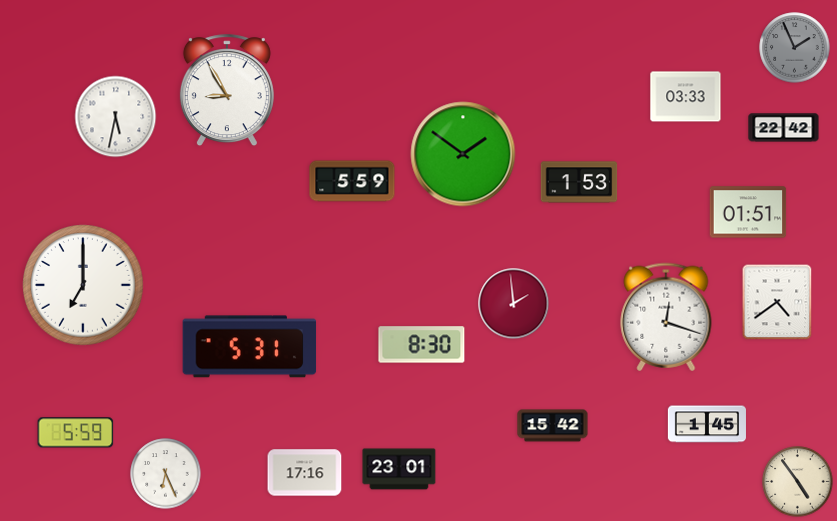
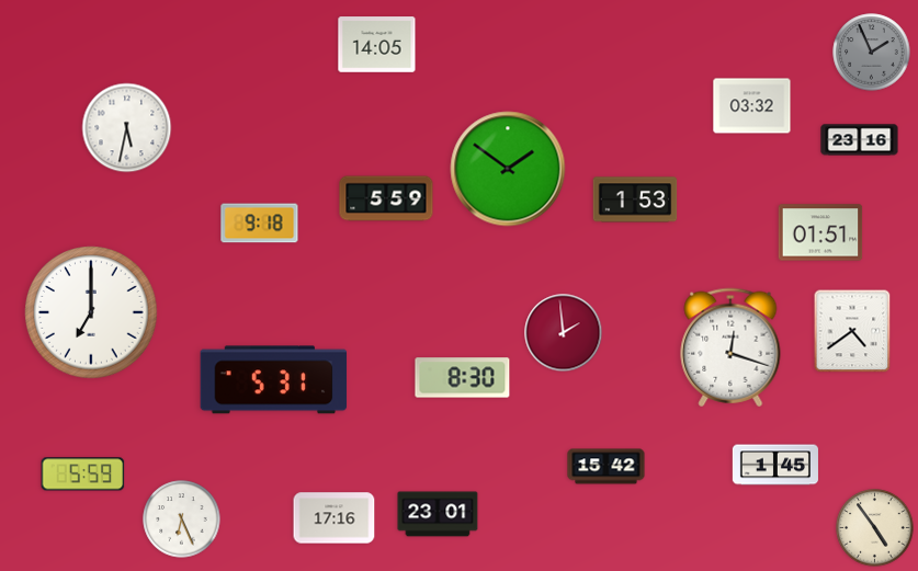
clock at (377, 45): none -> 14:05
clock at (227, 91): 8:55 -> none
clock at (686, 97): 03:33 -> 03:32
clock at (784, 128): 22:42 -> 23:16
clock at (260, 224): none -> 9:18
